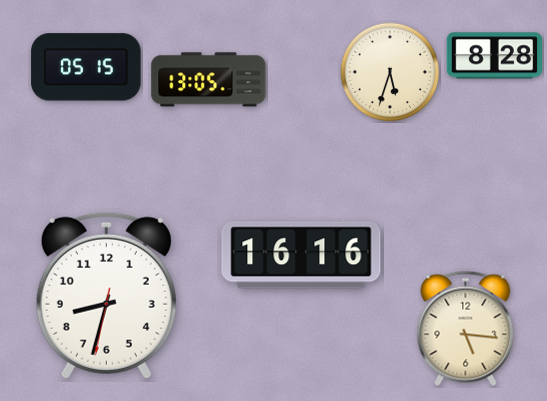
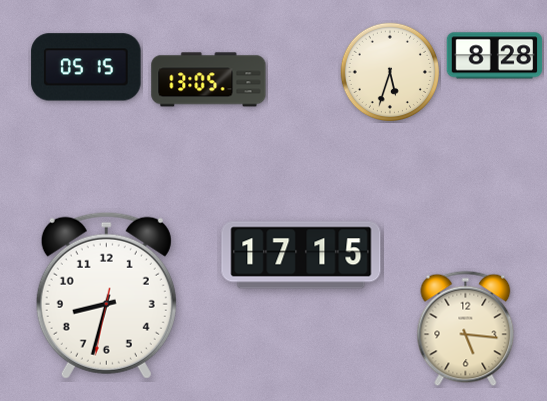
clock at (301, 255): 16:16 -> 17:15
